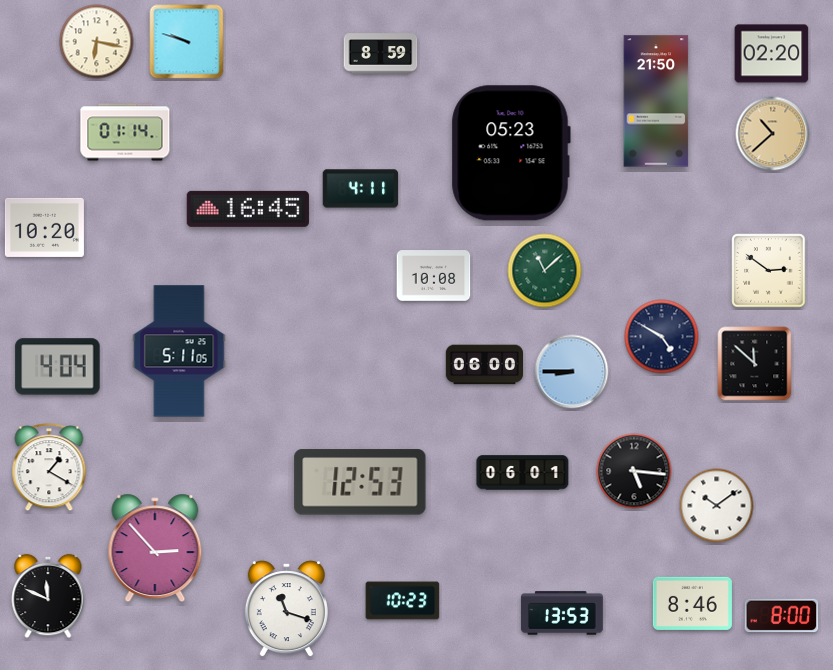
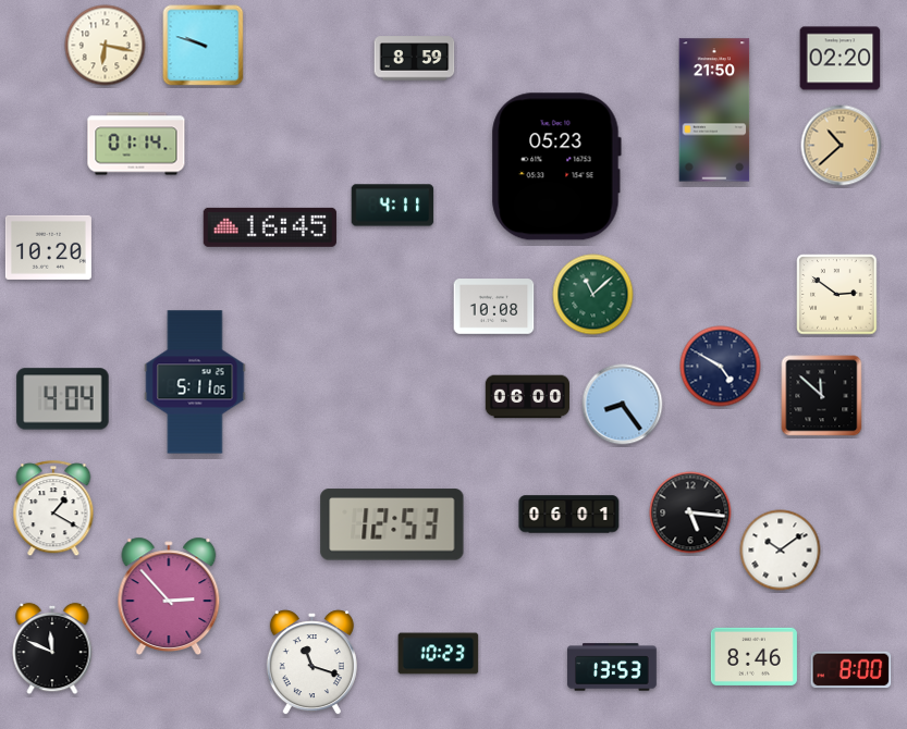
clock at (434, 276) position: (434, 276) -> (494, 307)
clock at (572, 372): 8:45 -> 8:24
